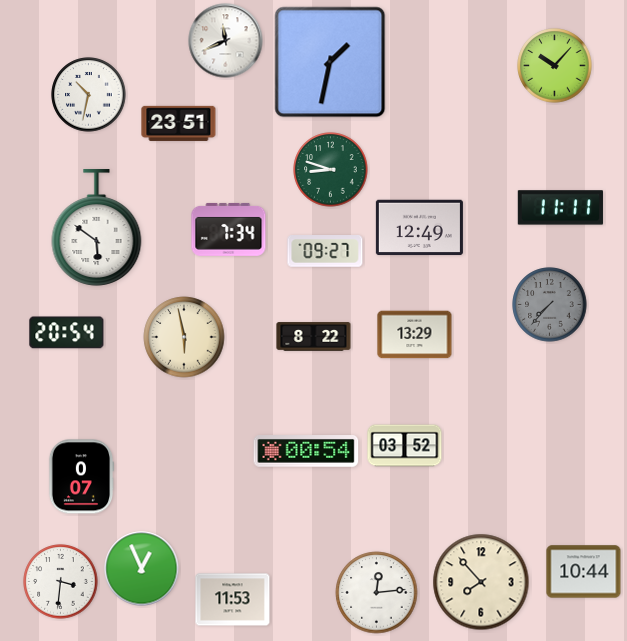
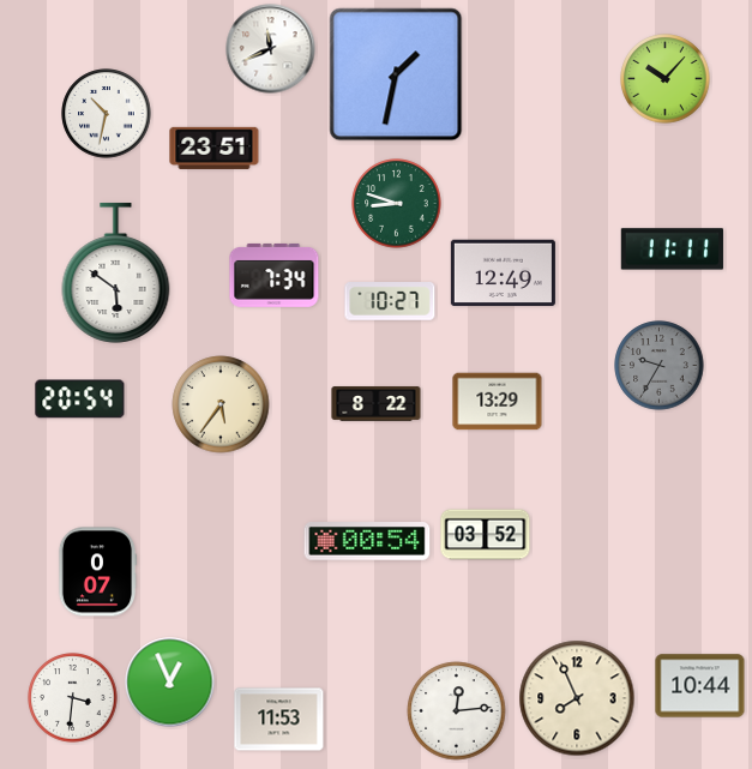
clock at (325, 252): 09:27 -> 10:27
clock at (550, 305): 7:37 -> 9:35
clock at (184, 337): 5:58 -> 5:36
clock at (481, 582): 7:53 -> 7:56
clock at (377, 593) position: (377, 593) -> (457, 711)
